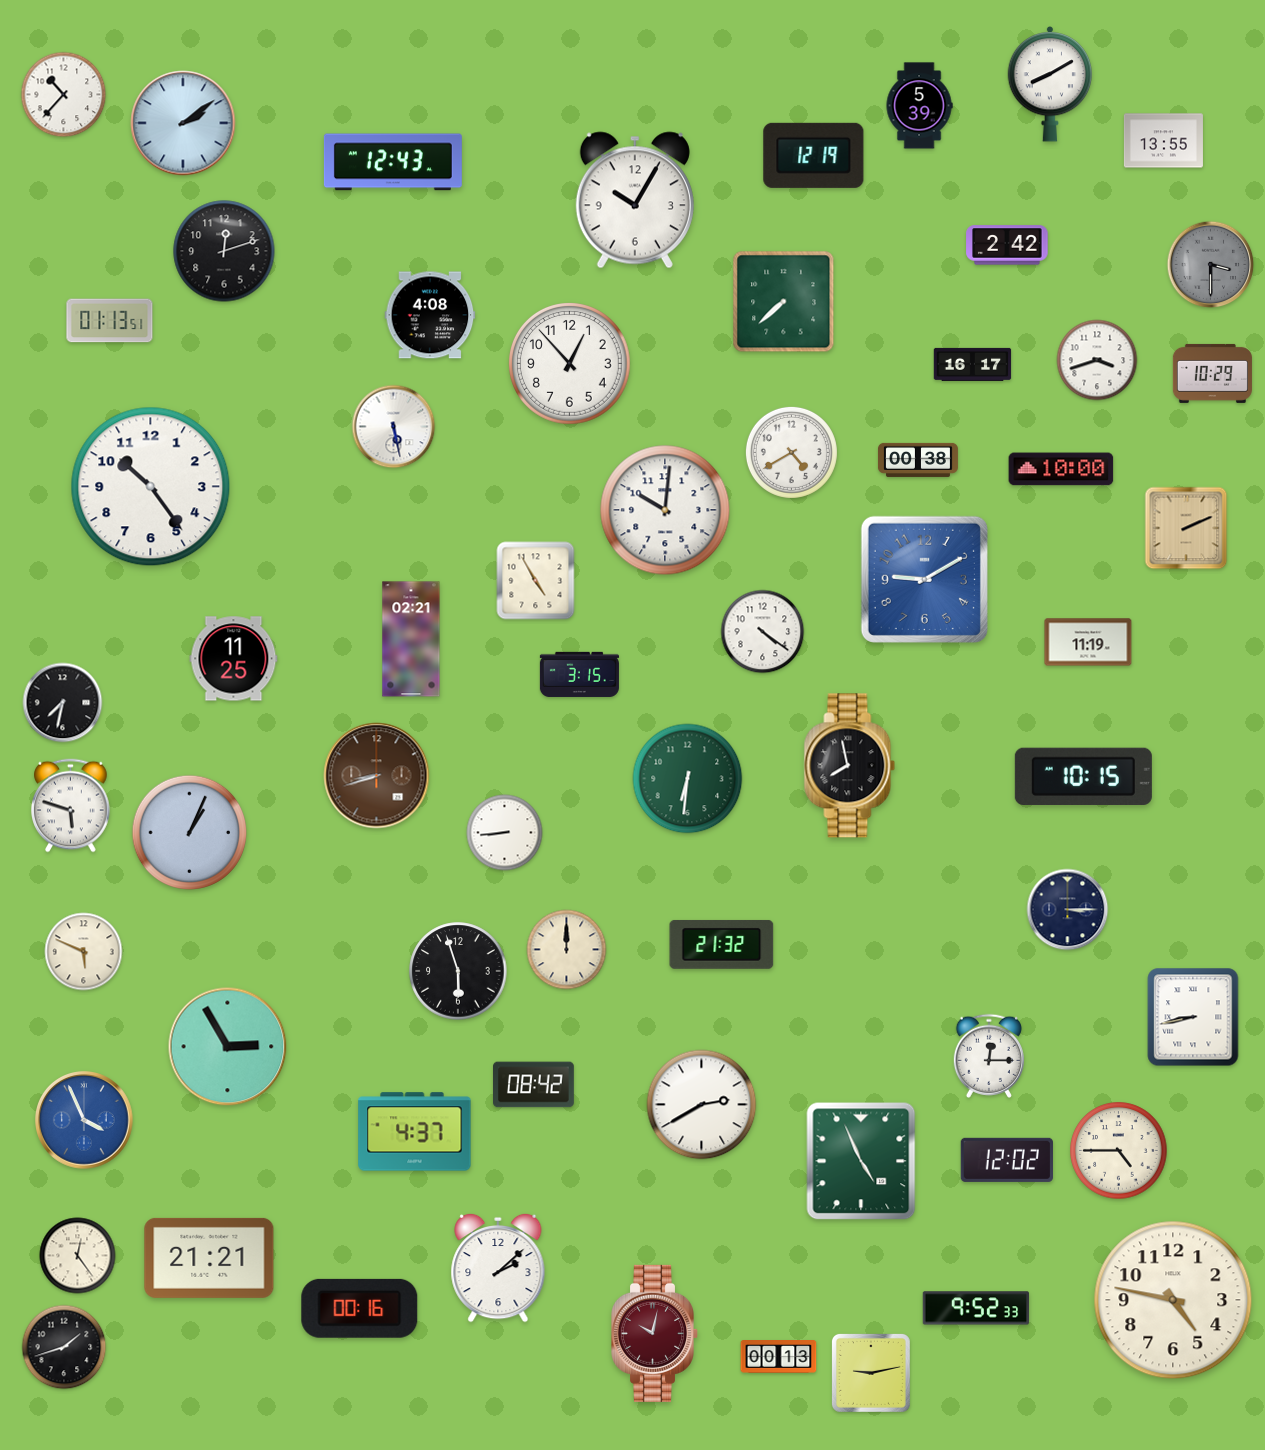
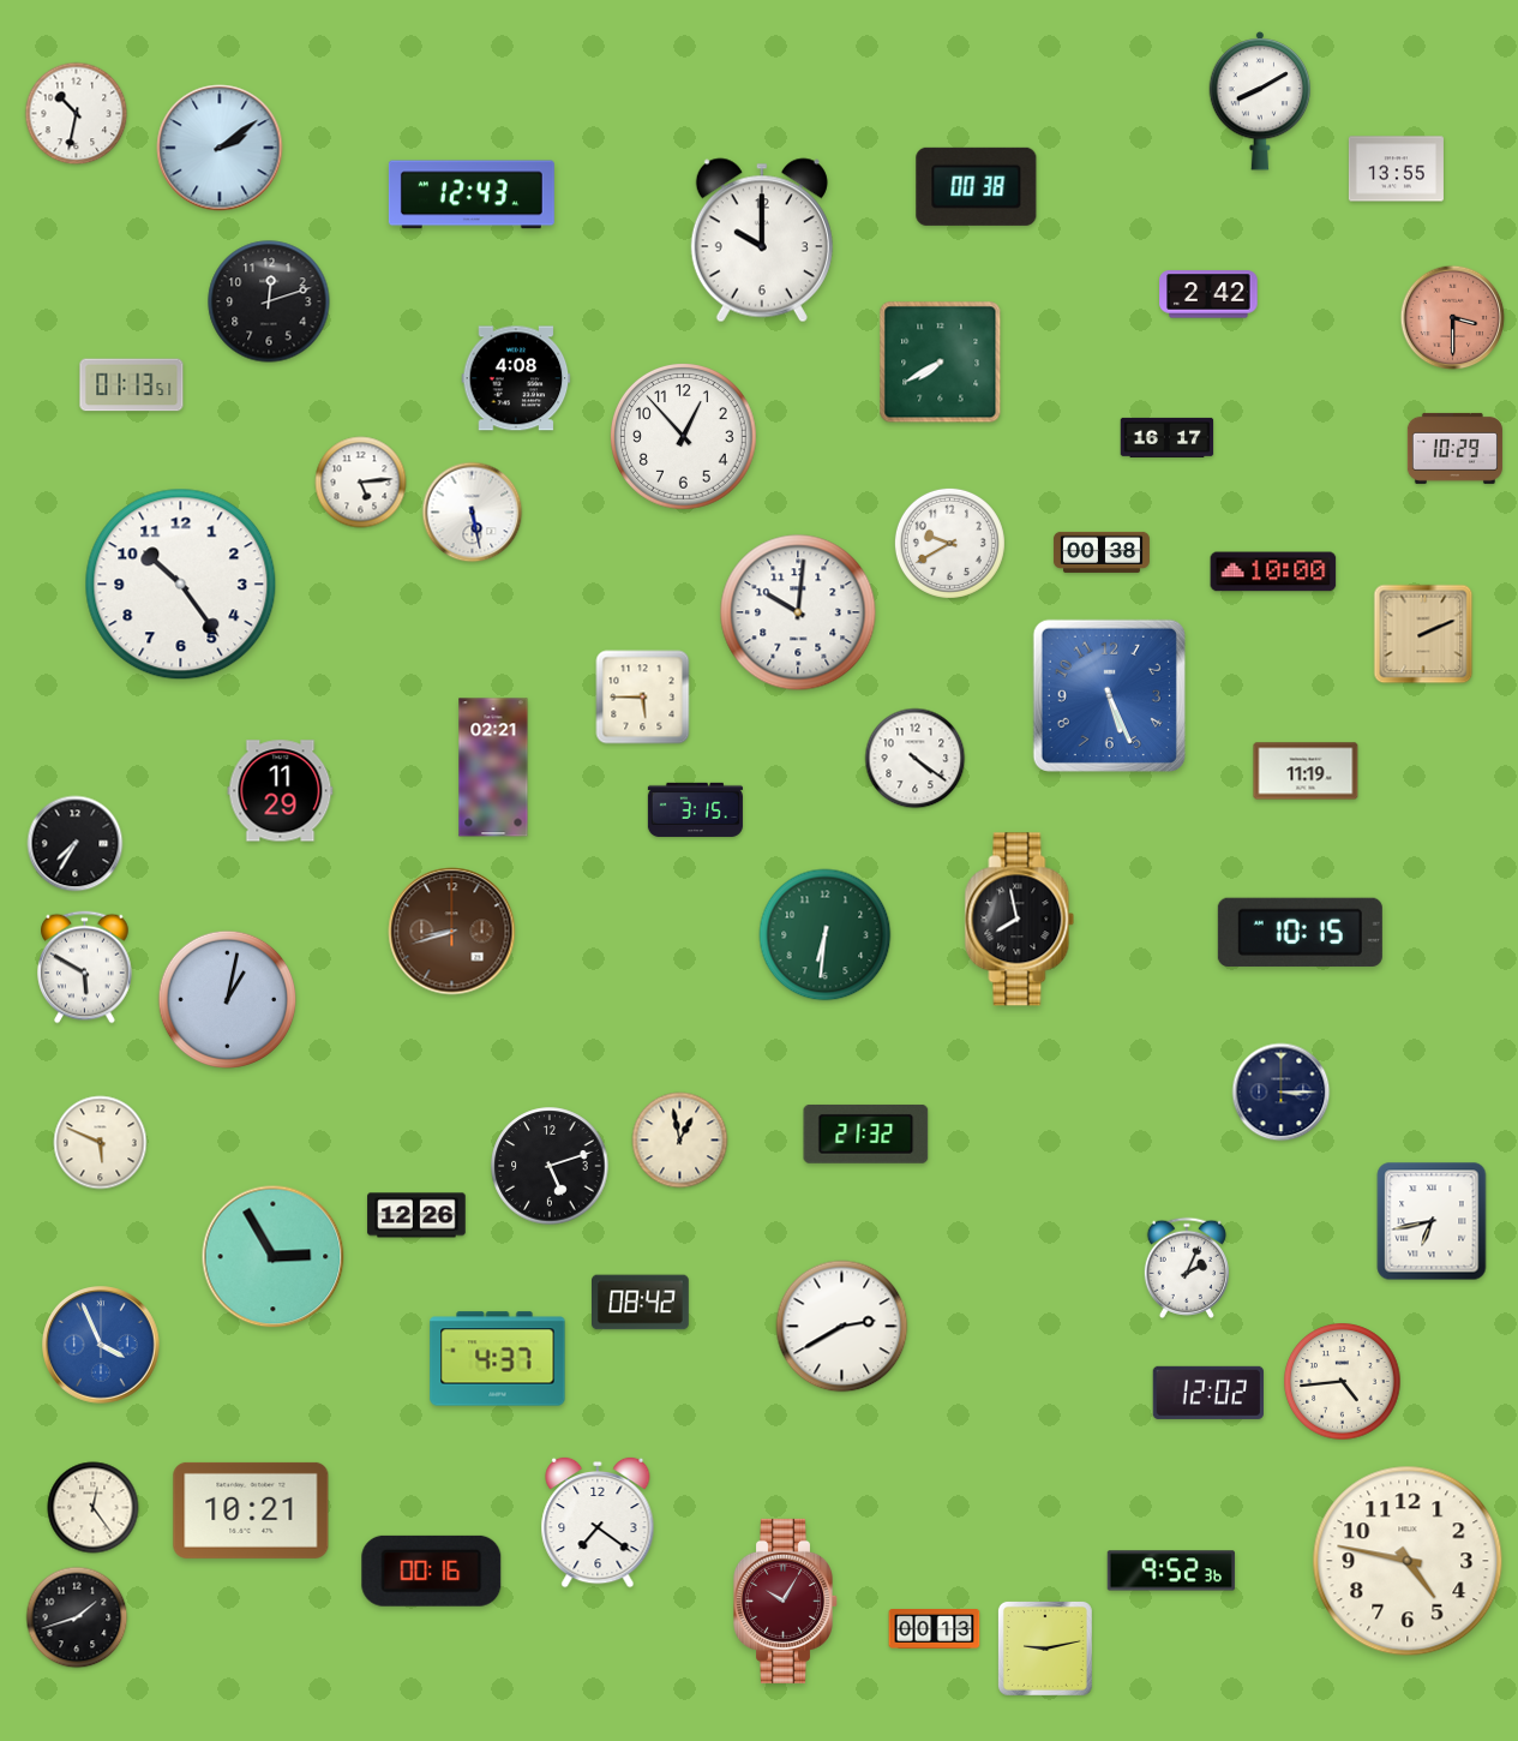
clock at (64, 95): 10:37 -> 10:32
clock at (919, 106): 5:39 -> none
clock at (814, 155): 12:19 -> 00:38
clock at (635, 200): 10:05 -> 10:00
clock at (1211, 265) dial: grey -> salmon
clock at (784, 302): 7:38 -> 7:40
clock at (1097, 360): 3:42 -> none
clock at (361, 483): none -> 5:14
clock at (791, 452): 4:40 -> 9:40
clock at (1061, 469) position: (1061, 469) -> (1273, 572)
clock at (924, 579): 9:10 -> 5:26
clock at (536, 581): 4:55 -> 5:45
clock at (234, 659): 11:25 -> 11:29
clock at (63, 703): 7:32 -> 7:35
clock at (71, 806): 5:48 -> 5:50
clock at (190, 833): 1:04 -> 1:02
clock at (505, 833): 8:44 -> none
clock at (567, 950): 12:00 -> 12:58
clock at (458, 971): 5:57 -> 5:12
clock at (416, 1215): none -> 12:26
clock at (1193, 1017): 8:43 -> 6:43
clock at (988, 1056): 12:15 -> 2:04
clock at (1119, 1151): 4:45 -> 4:44
clock at (861, 1161): 4:56 -> none
clock at (209, 1258): 21:21 -> 10:21
clock at (498, 1268): 2:08 -> 7:21
clock at (976, 1308): 9:52:33 -> 9:52:36
clock at (655, 1333): 10:02 -> 10:05
